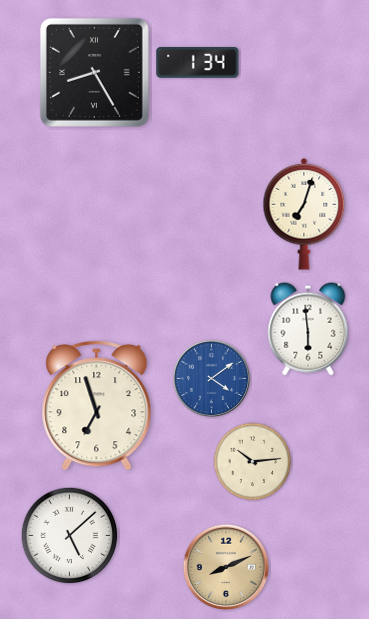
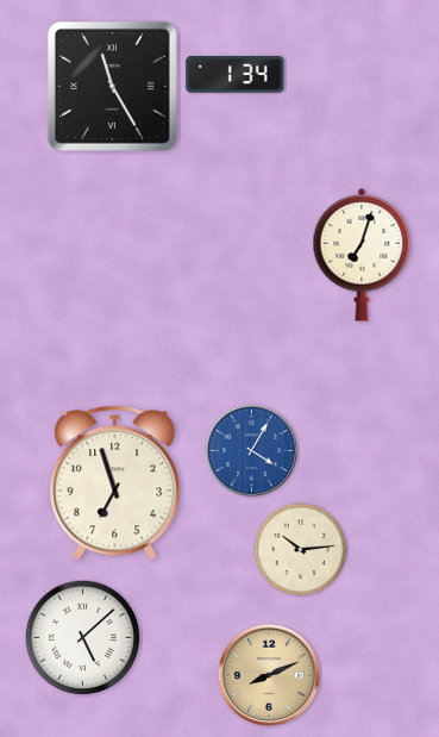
clock at (94, 72): 8:25 -> 11:25
clock at (308, 329): 5:59 -> none
clock at (211, 378): 4:09 -> 4:05
